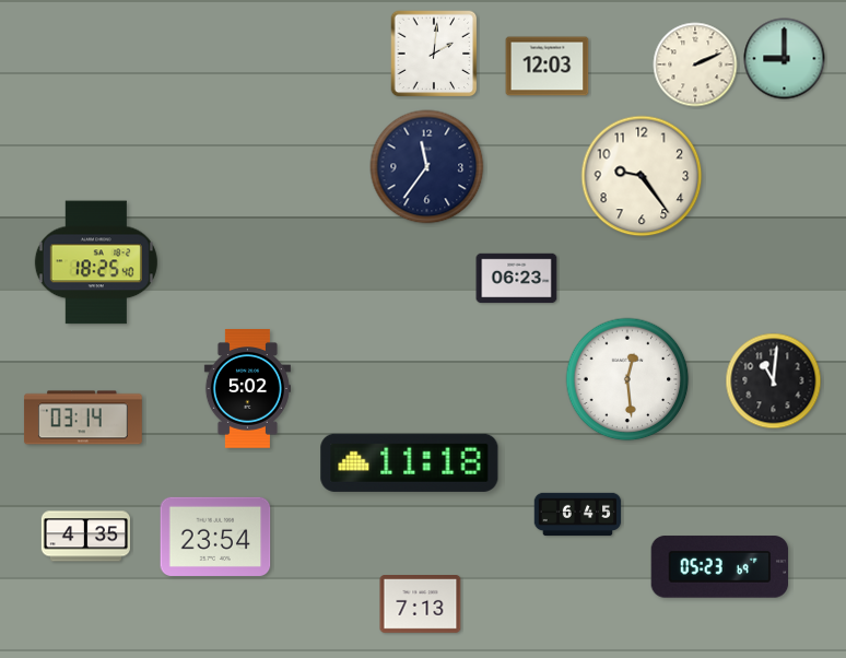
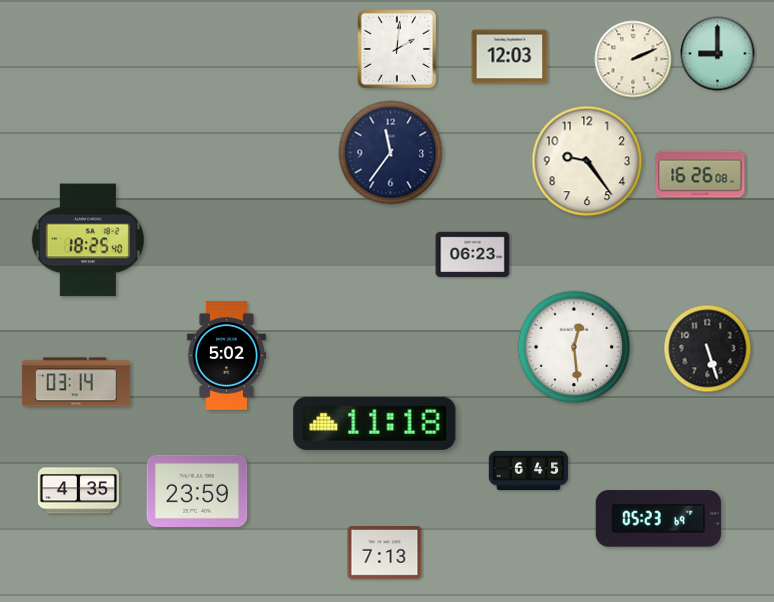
clock at (695, 64) position: (695, 64) -> (633, 59)
clock at (548, 67) position: (548, 67) -> (510, 57)
clock at (700, 174): none -> 16:26
clock at (774, 381): 11:01 -> 5:27
clock at (215, 537): 23:54 -> 23:59
